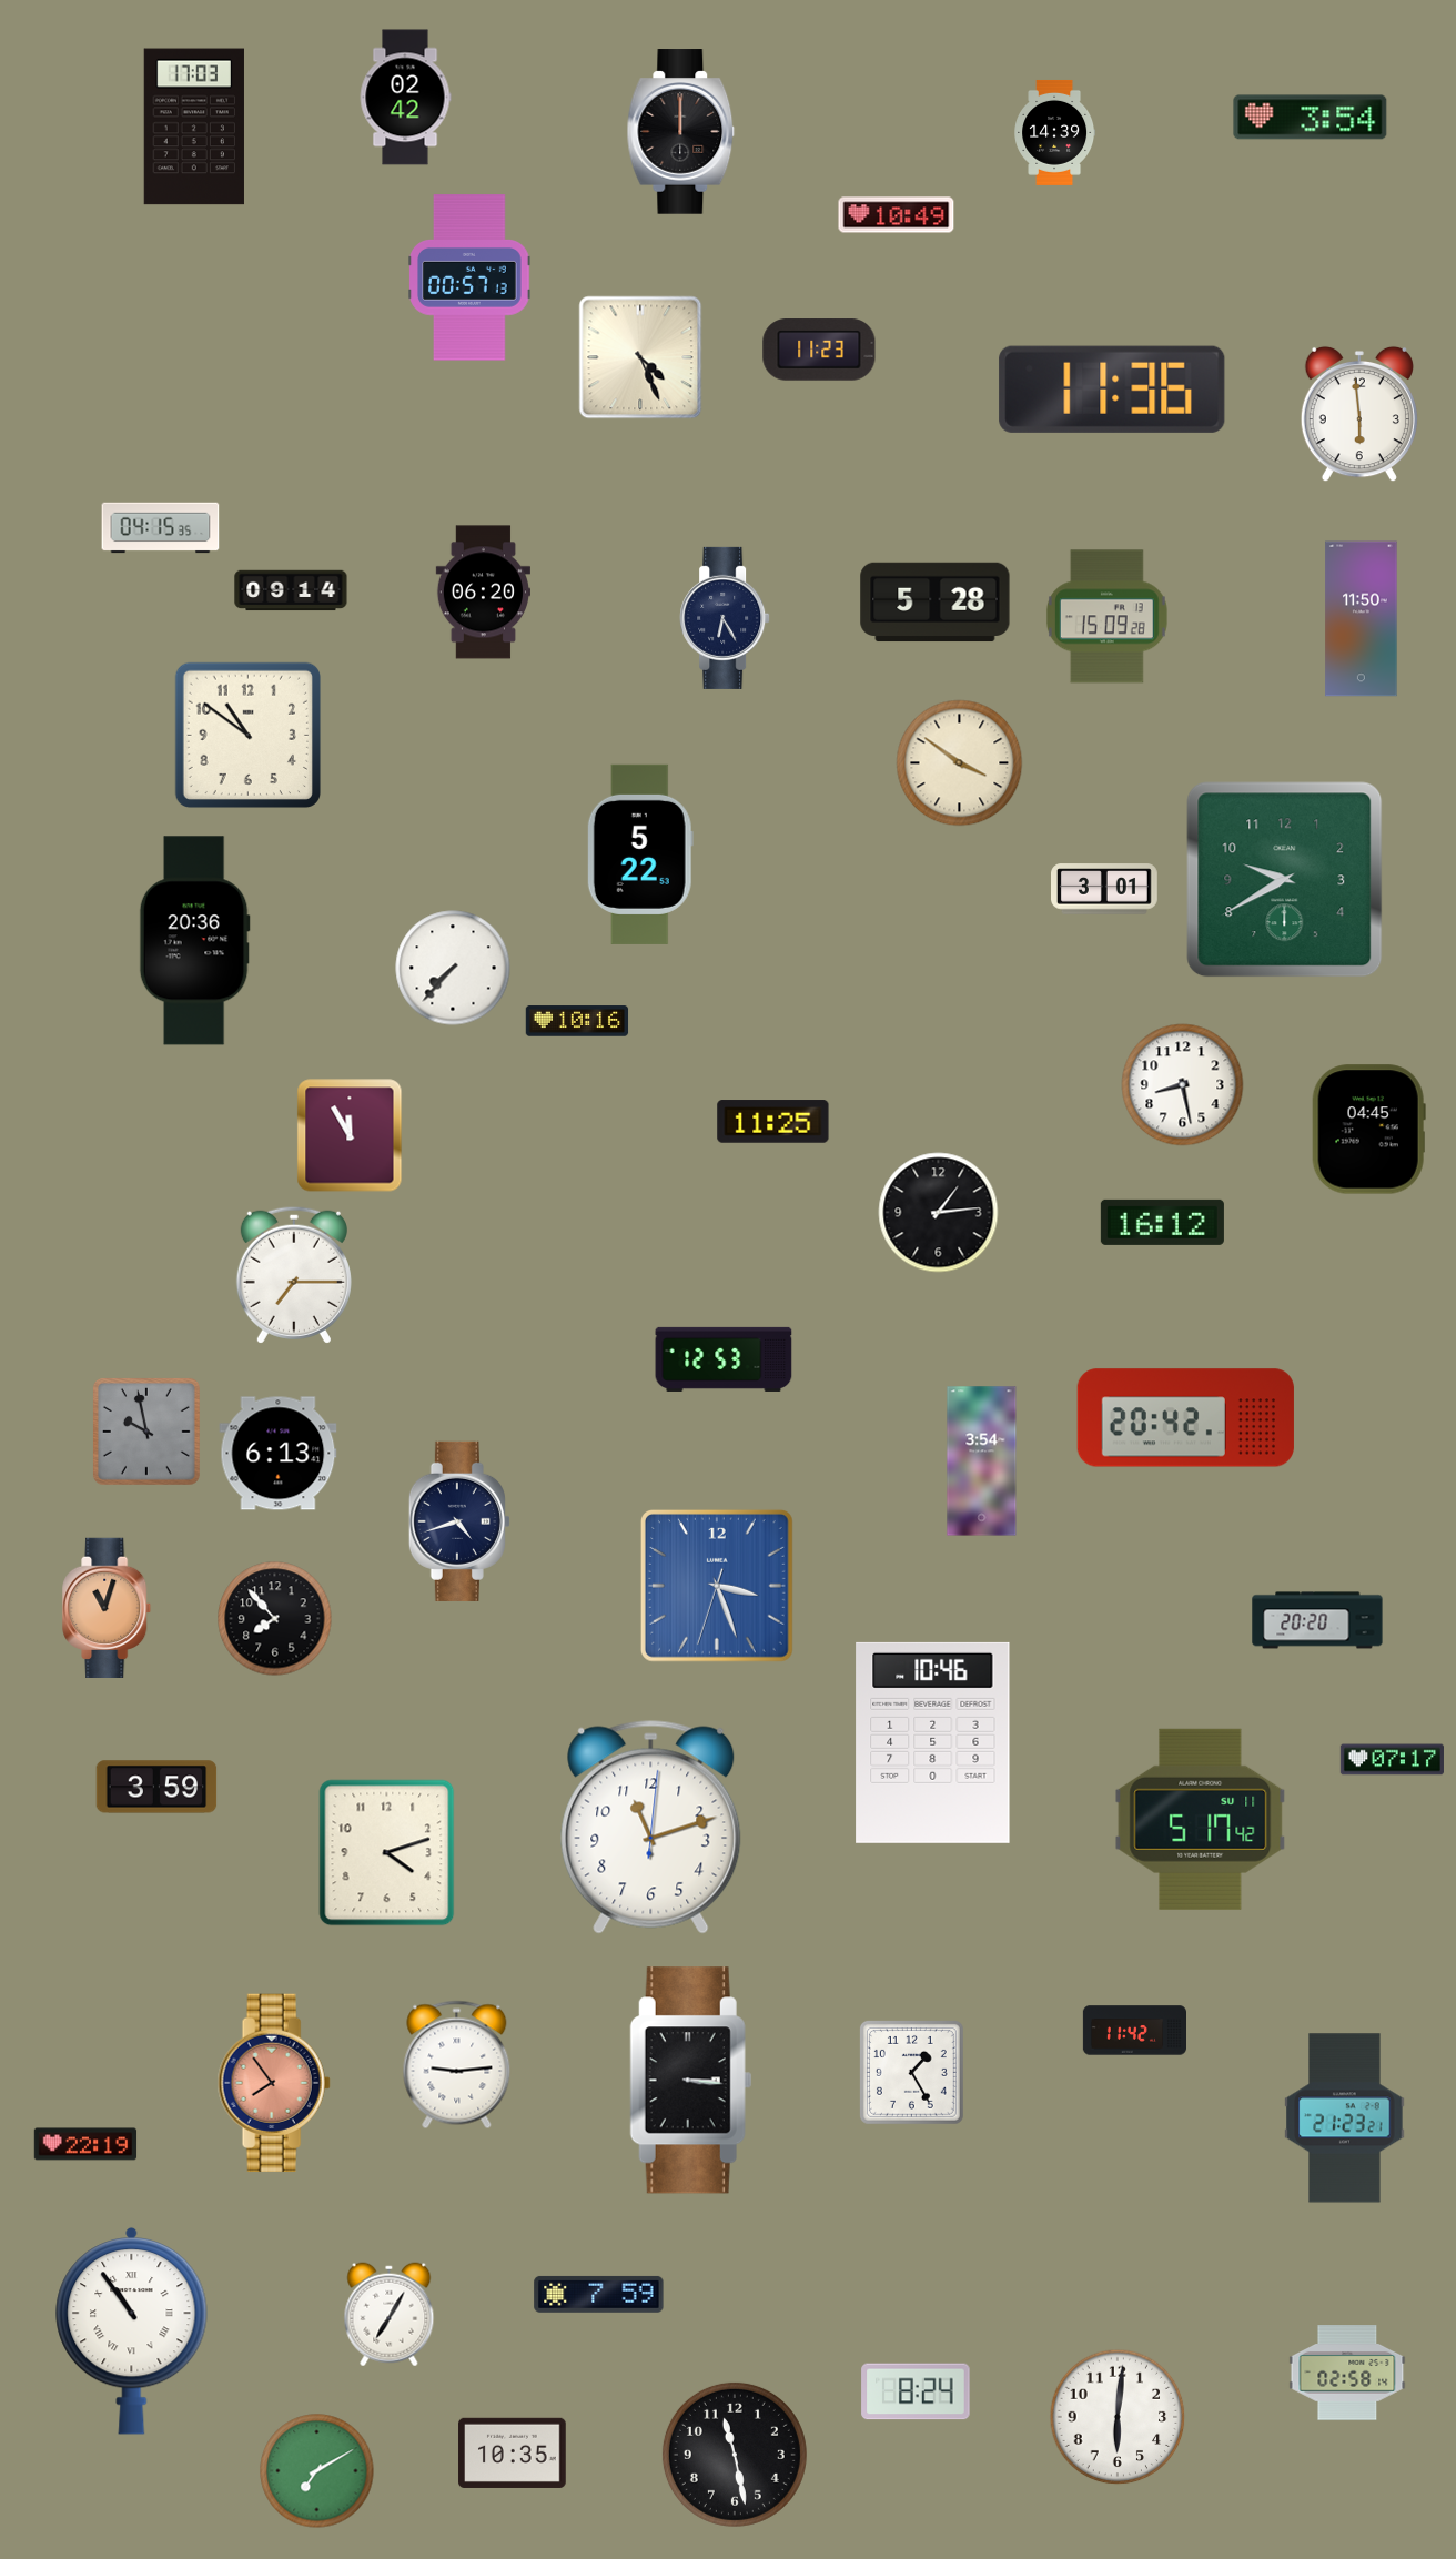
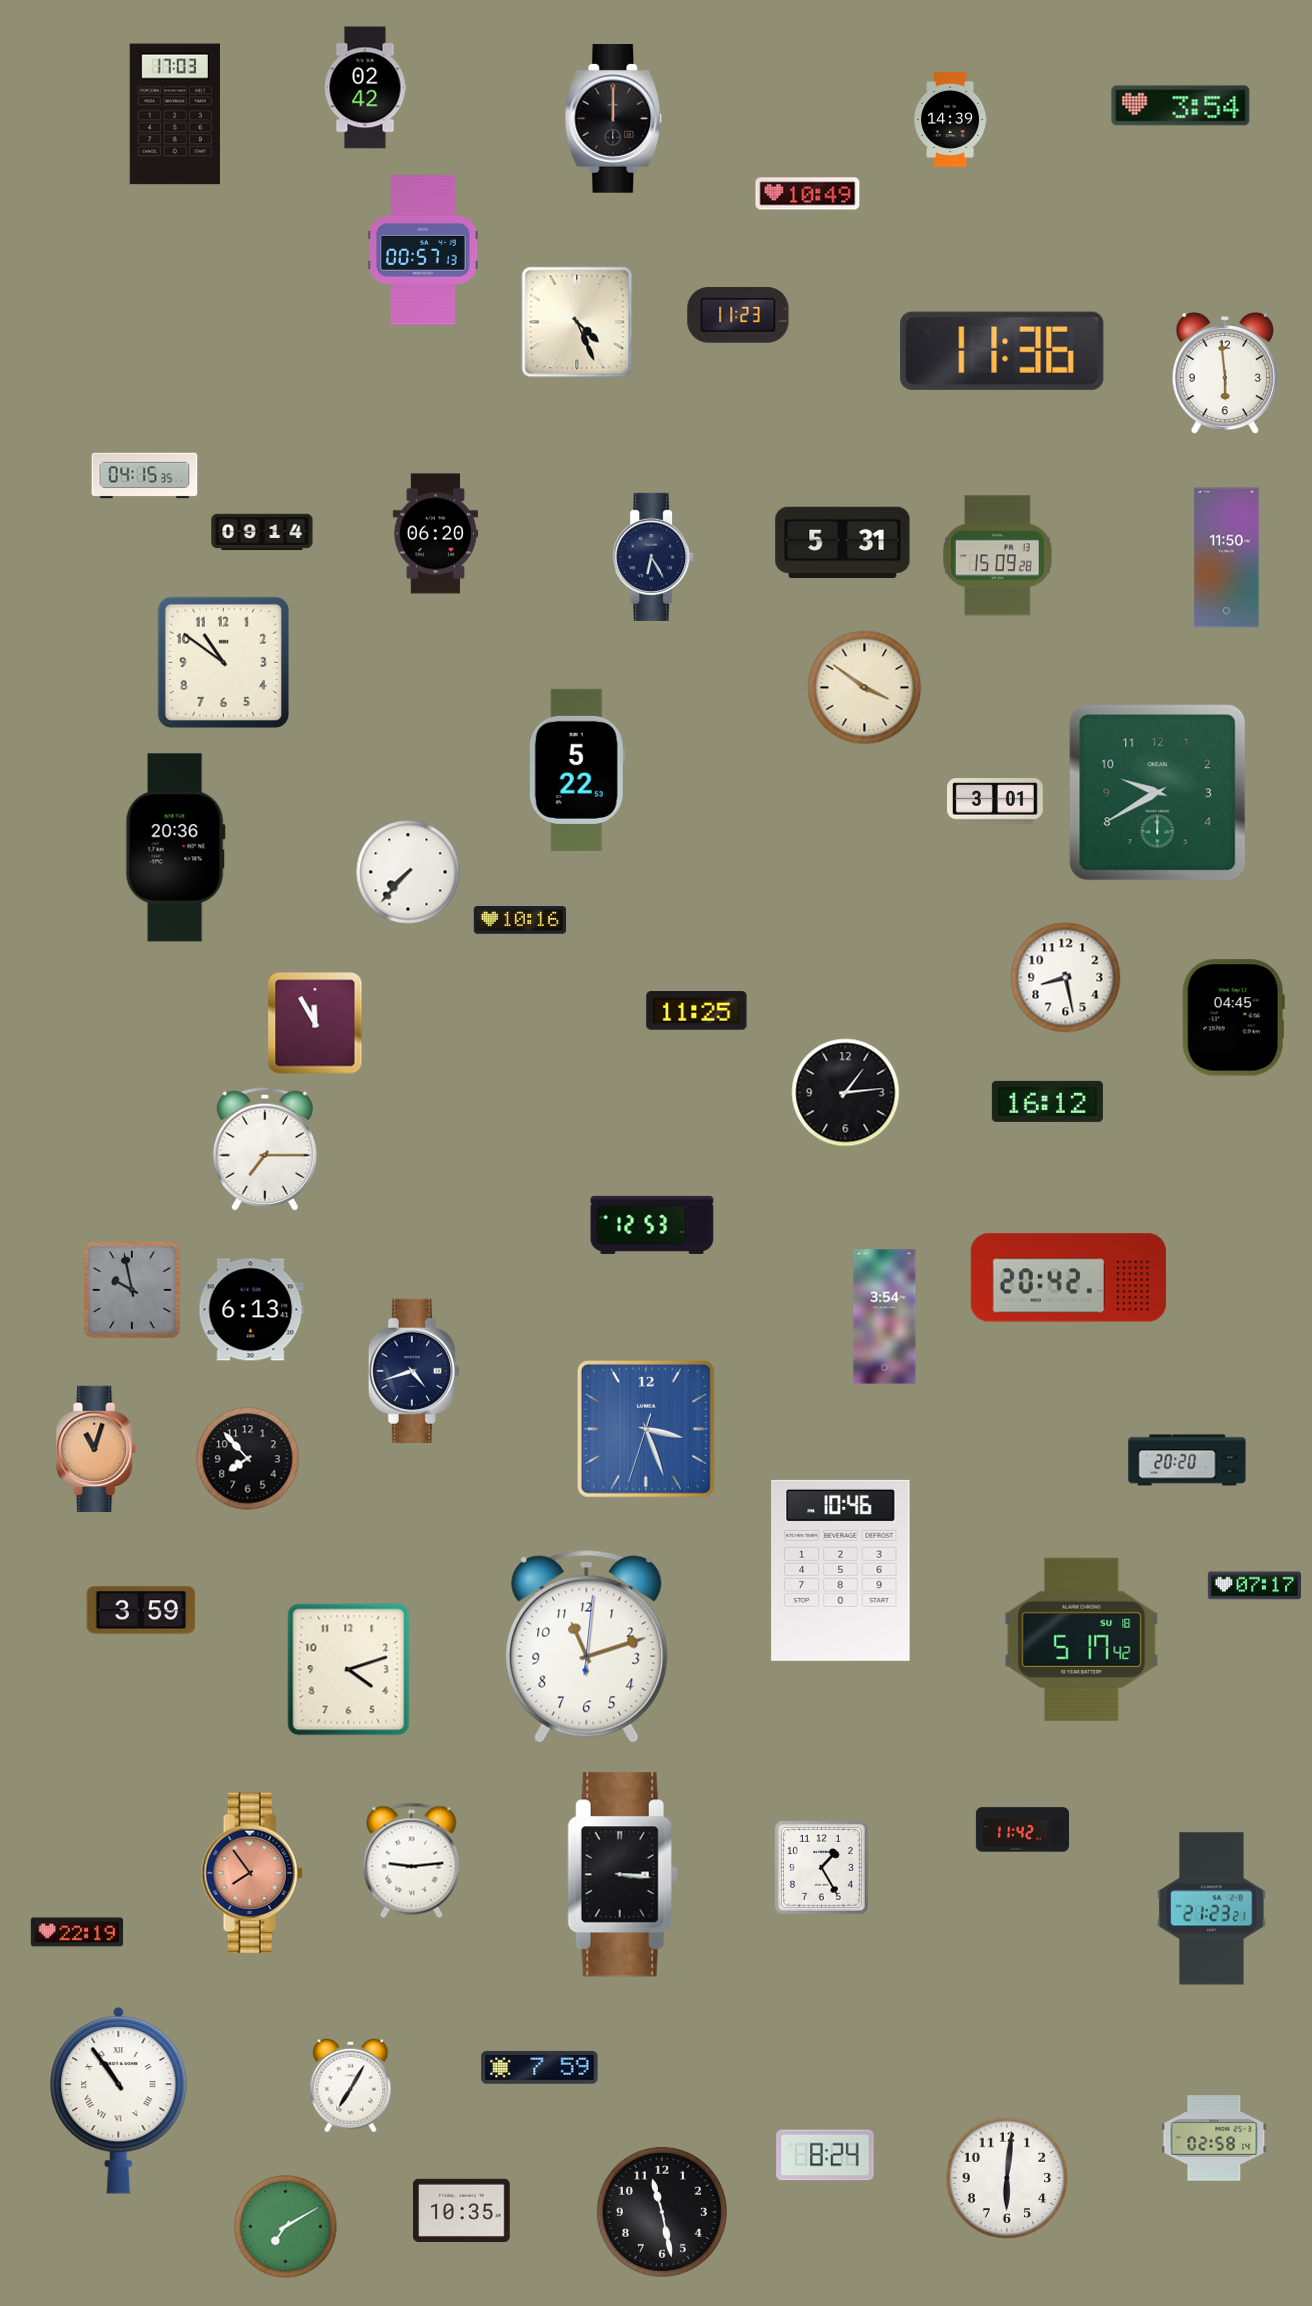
clock at (936, 603): 5:28 -> 5:31
clock at (1201, 1819) date: SU 11 -> SU 18
clock at (274, 2082) position: (274, 2082) -> (252, 1872)
